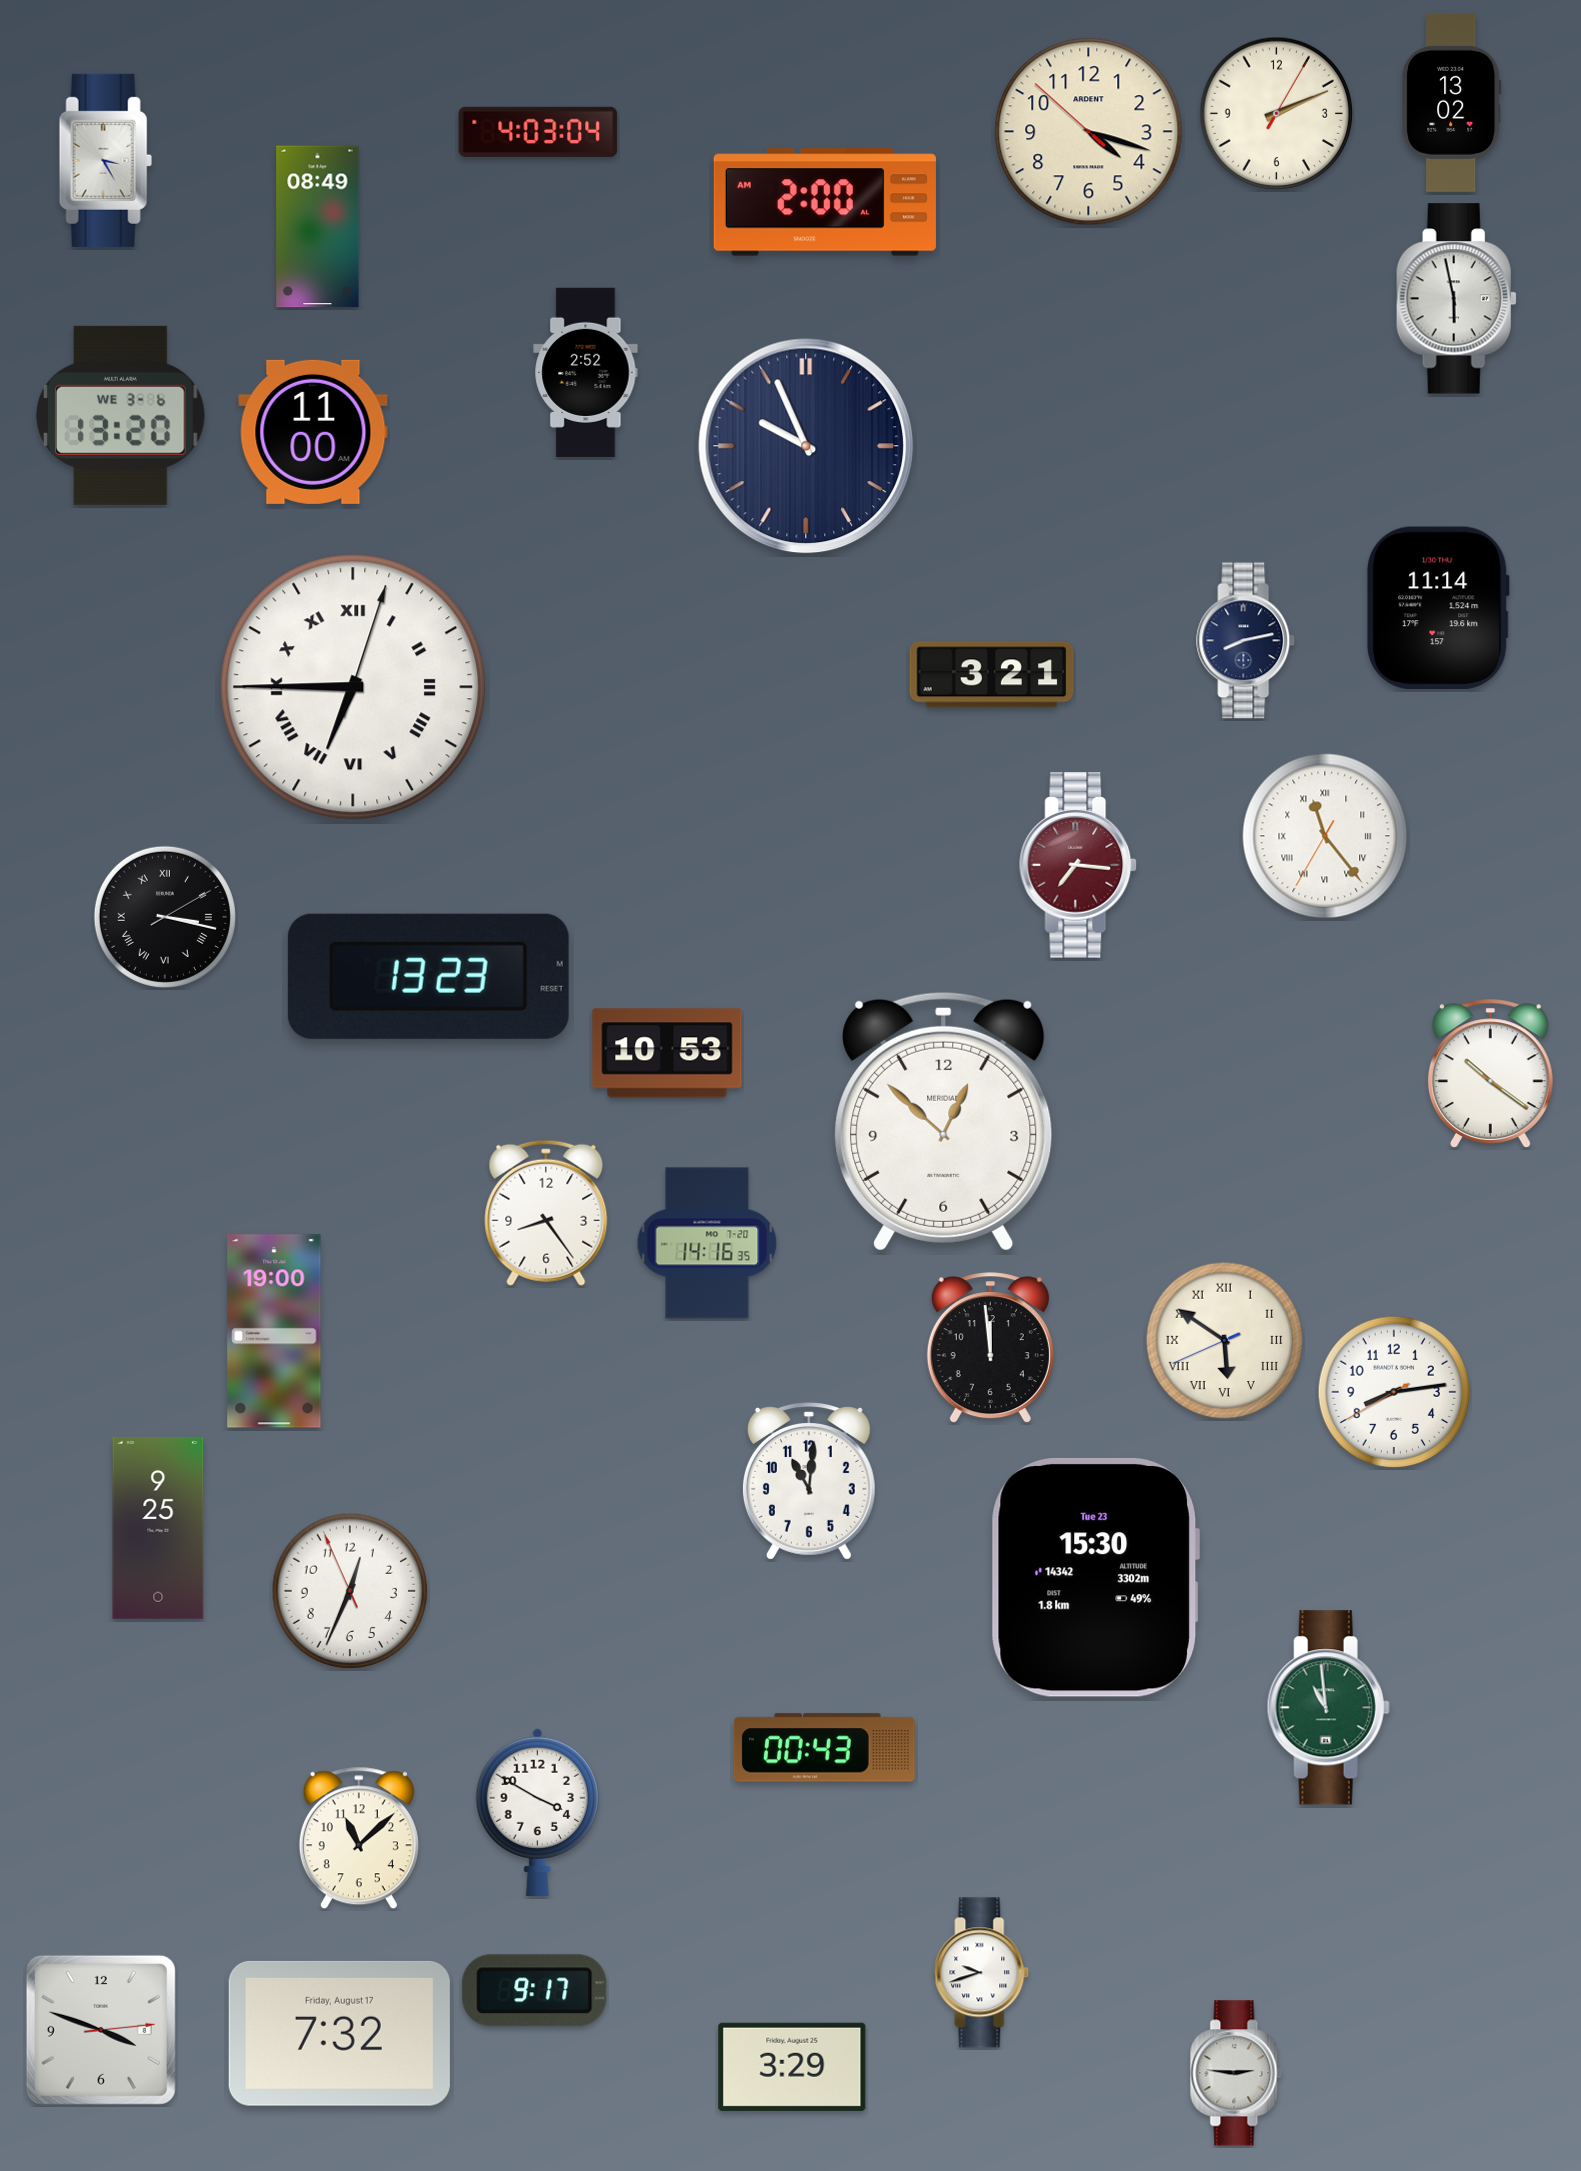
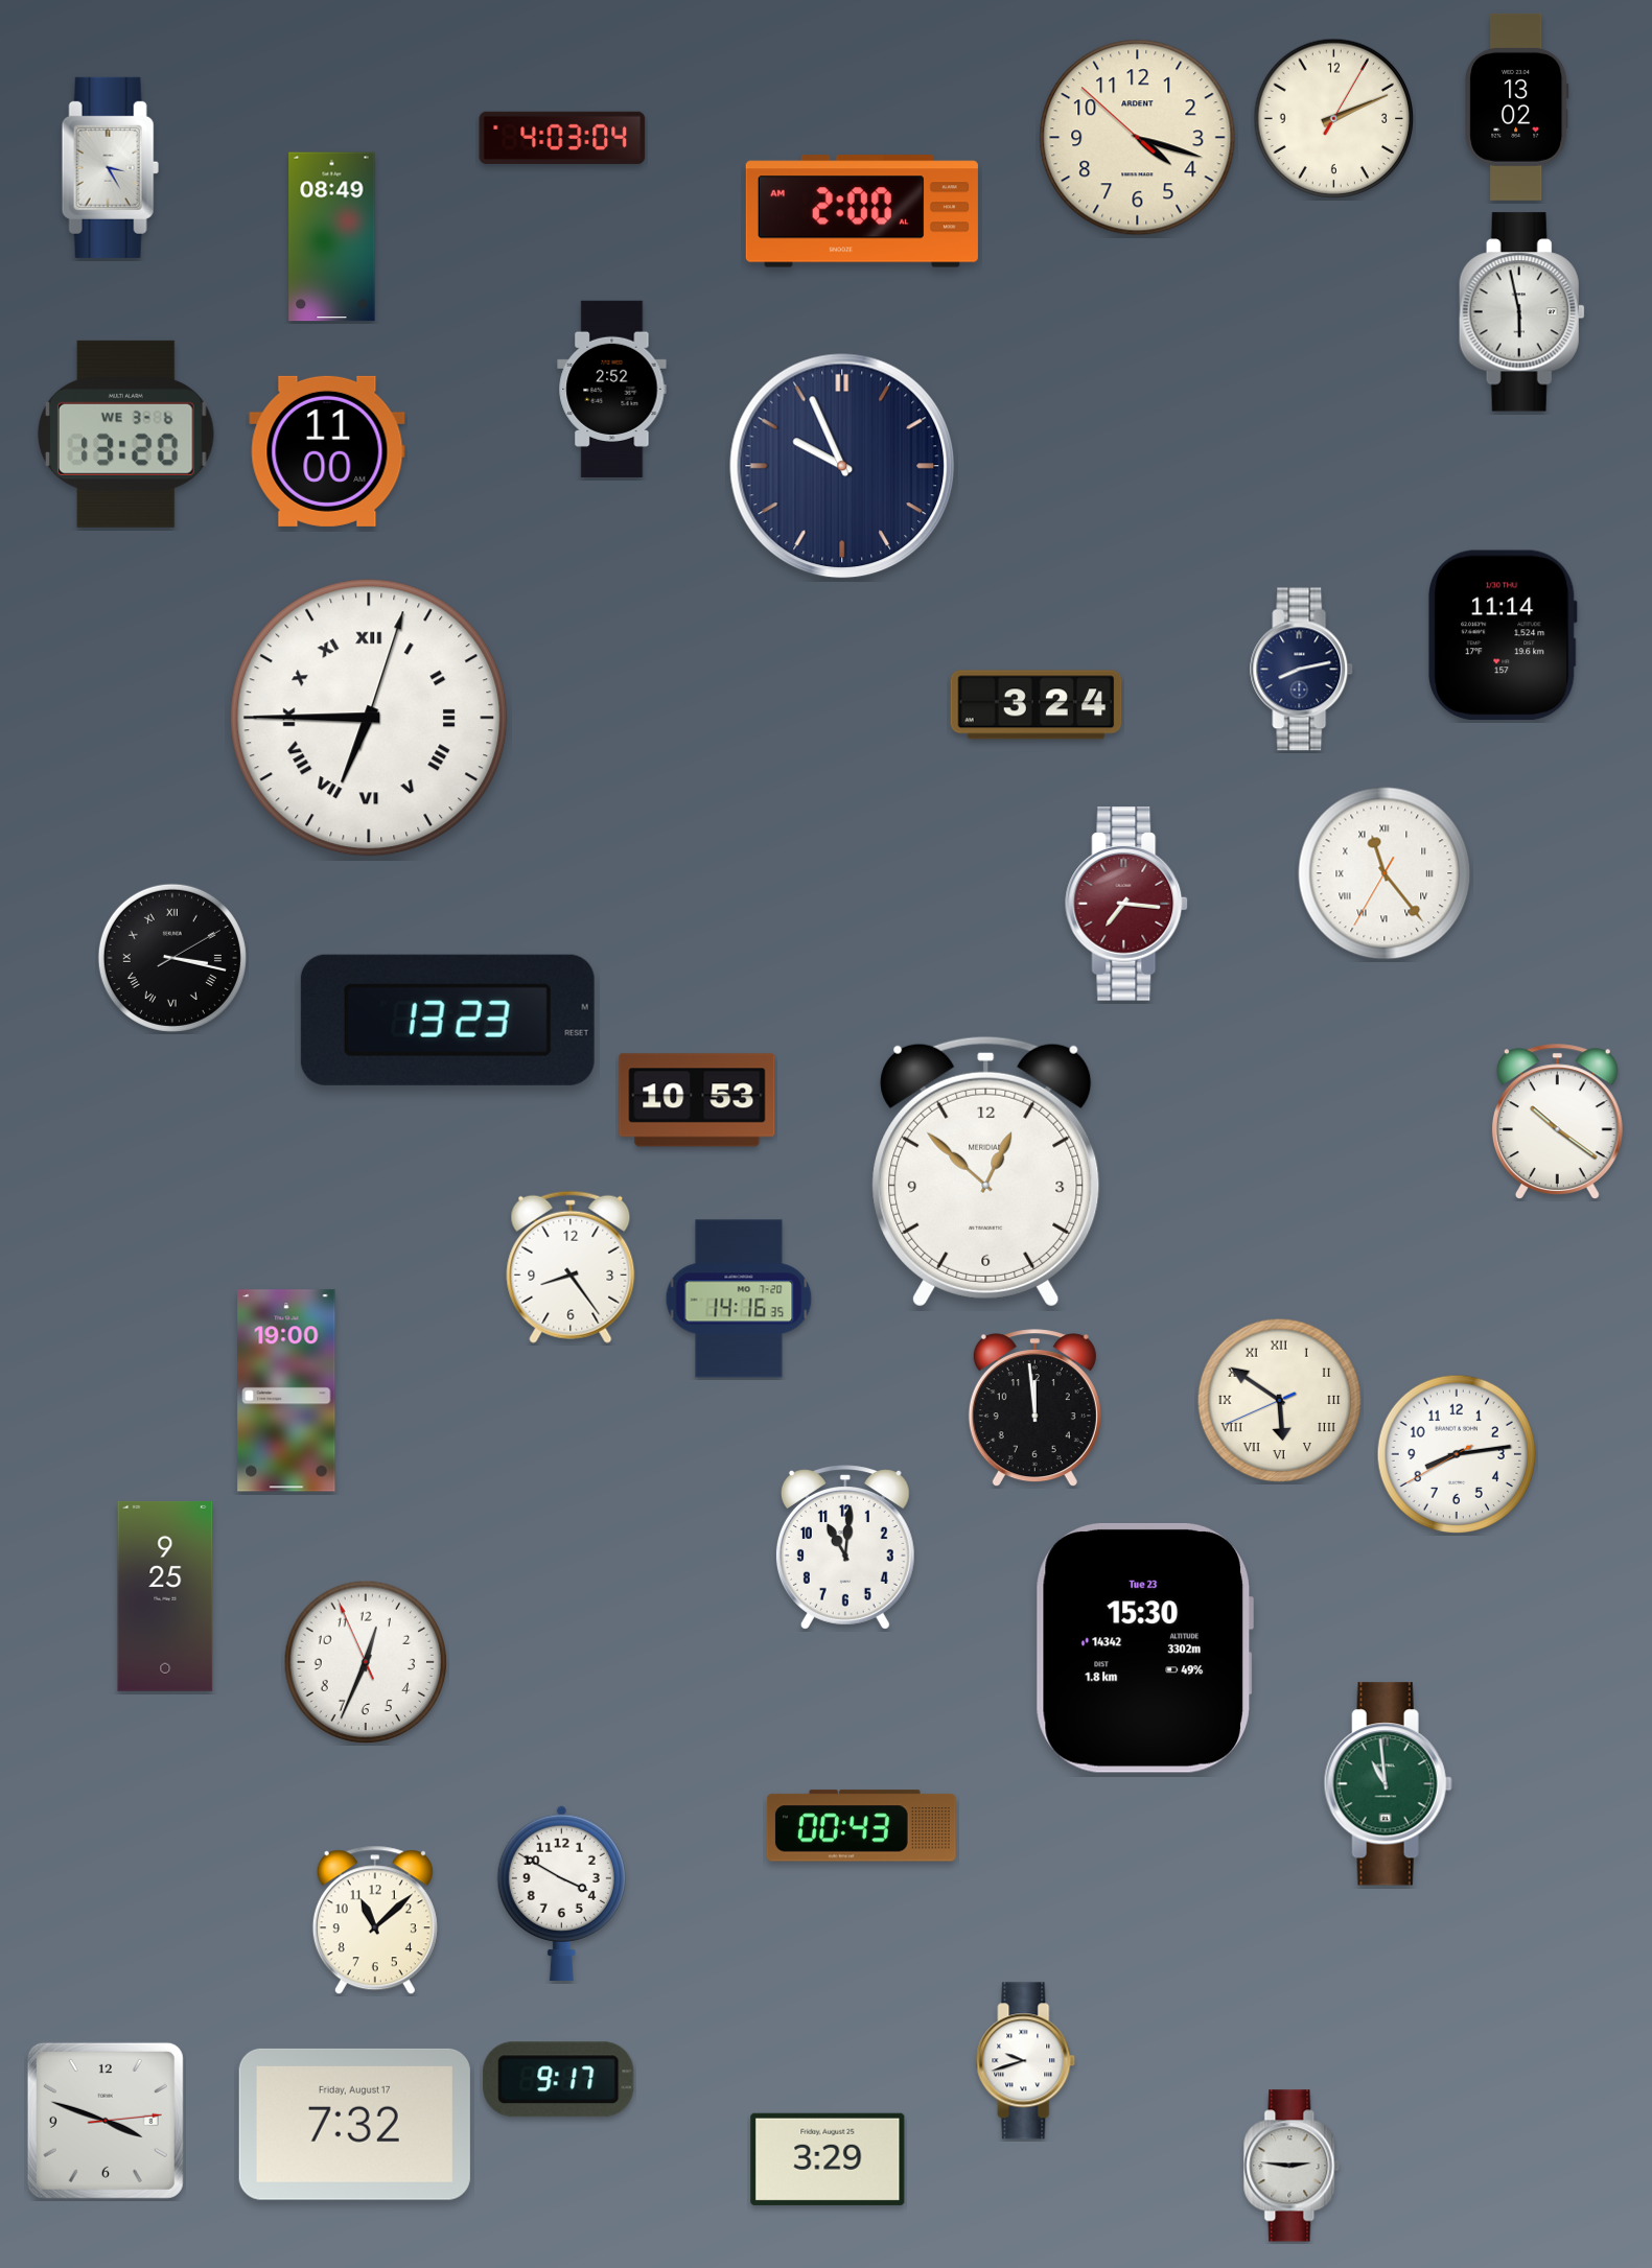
clock at (992, 675): 3:21 -> 3:24
